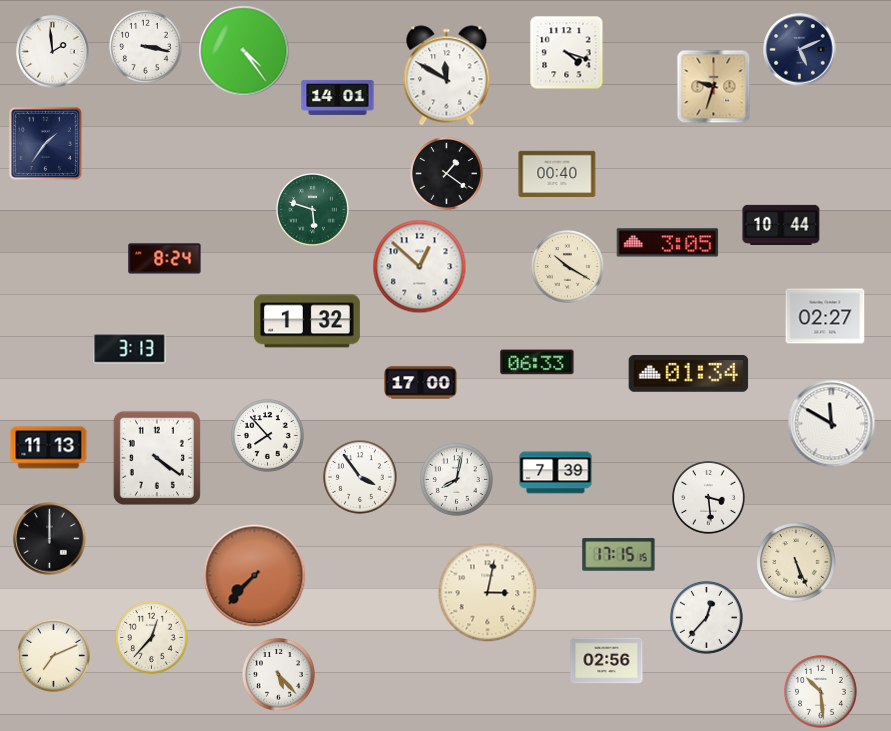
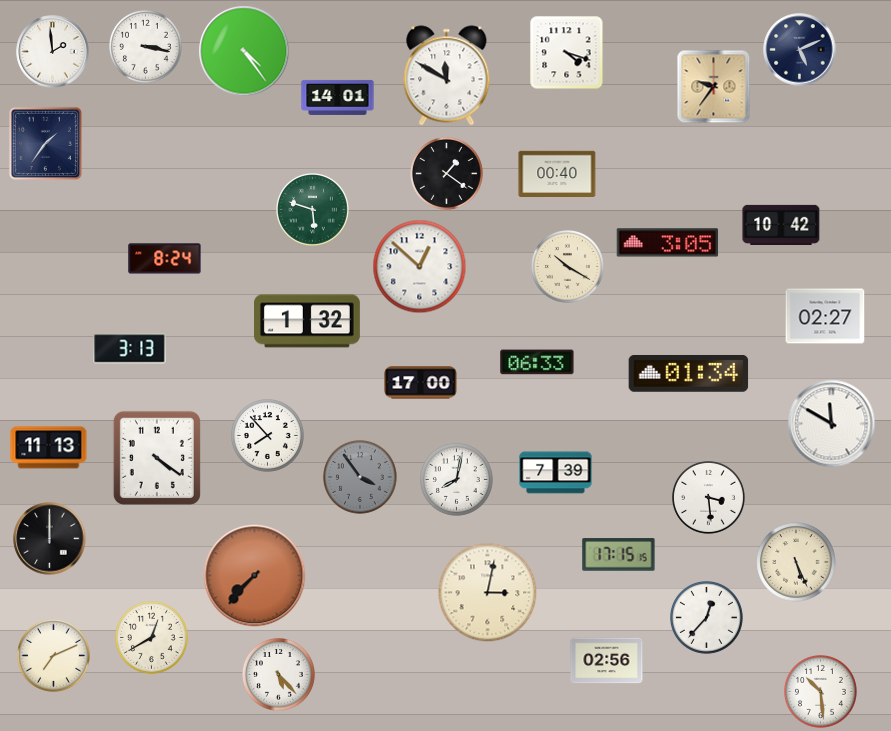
clock at (714, 87): 9:33 -> 9:36
clock at (781, 225): 10:44 -> 10:42
clock at (361, 478) dial: white -> grey
clock at (152, 638): 12:37 -> 12:40
